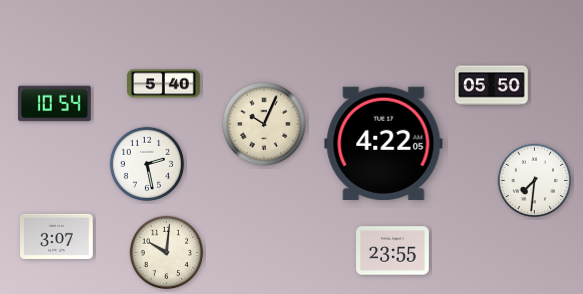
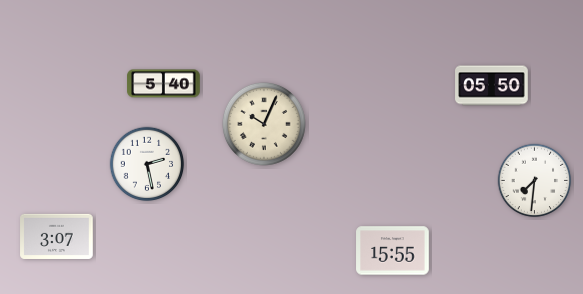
clock at (55, 104): 10:54 -> none
clock at (384, 143): 4:22 -> none
clock at (393, 251): 23:55 -> 15:55
clock at (167, 253): 10:01 -> none
